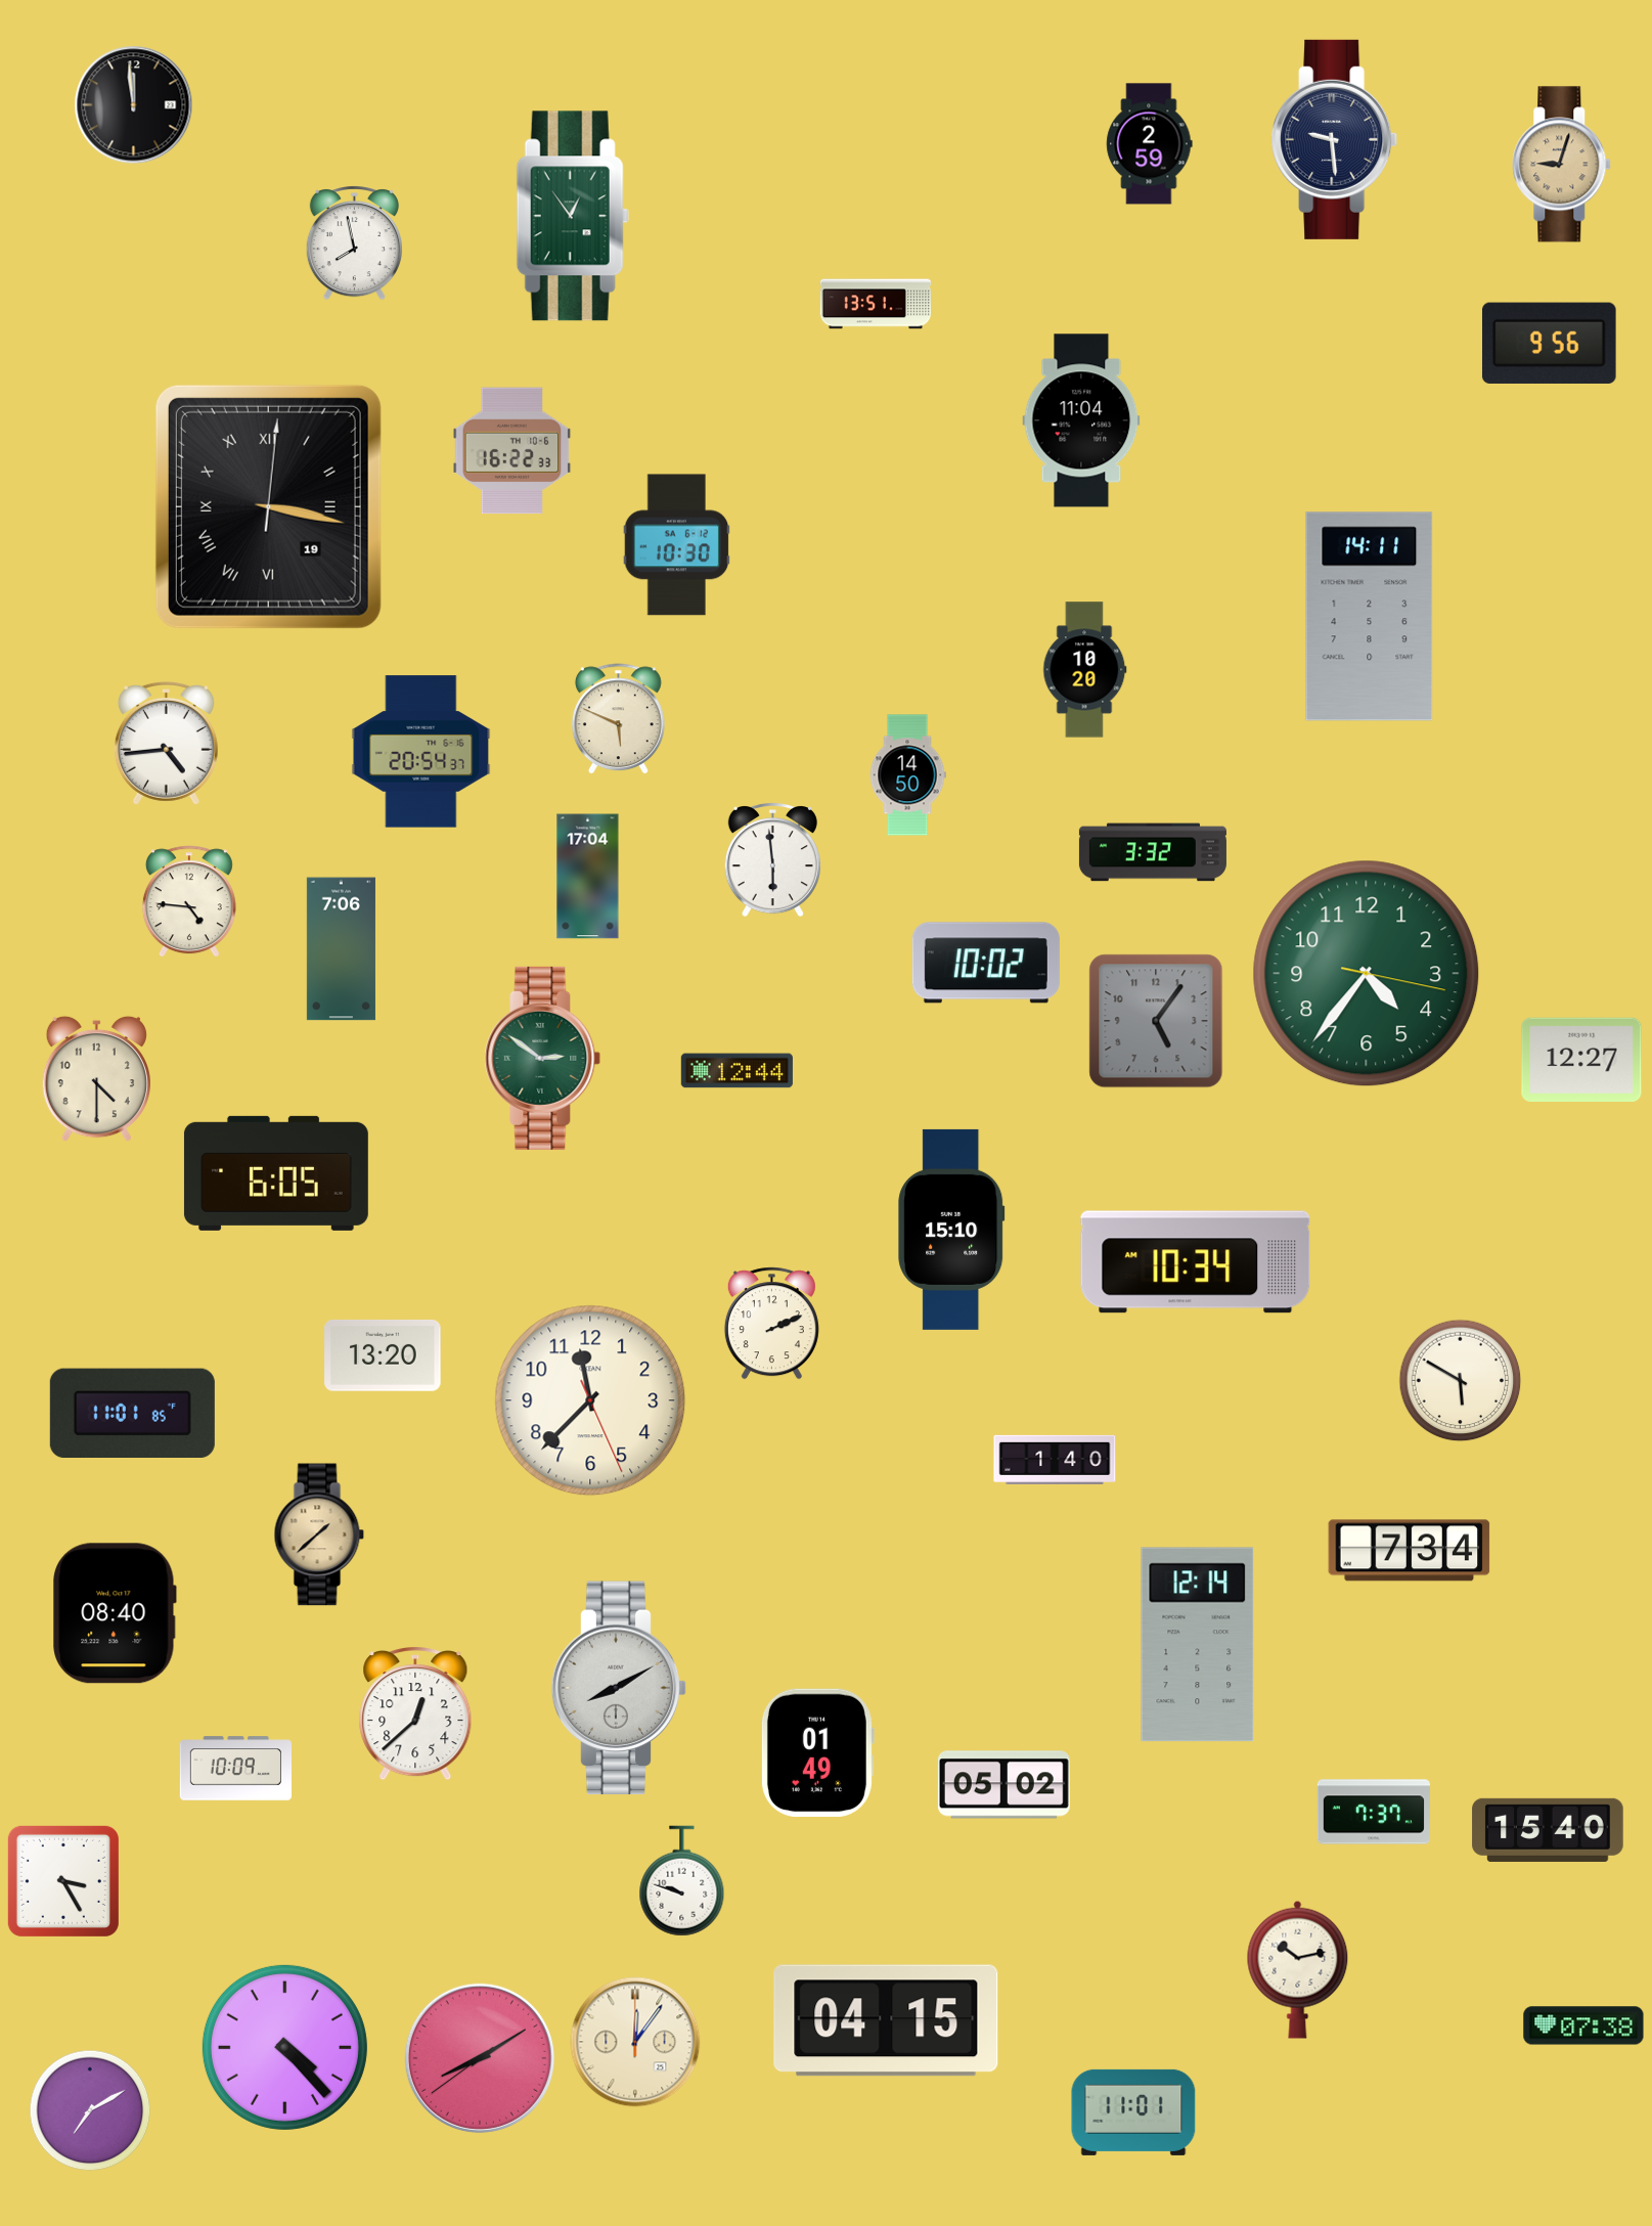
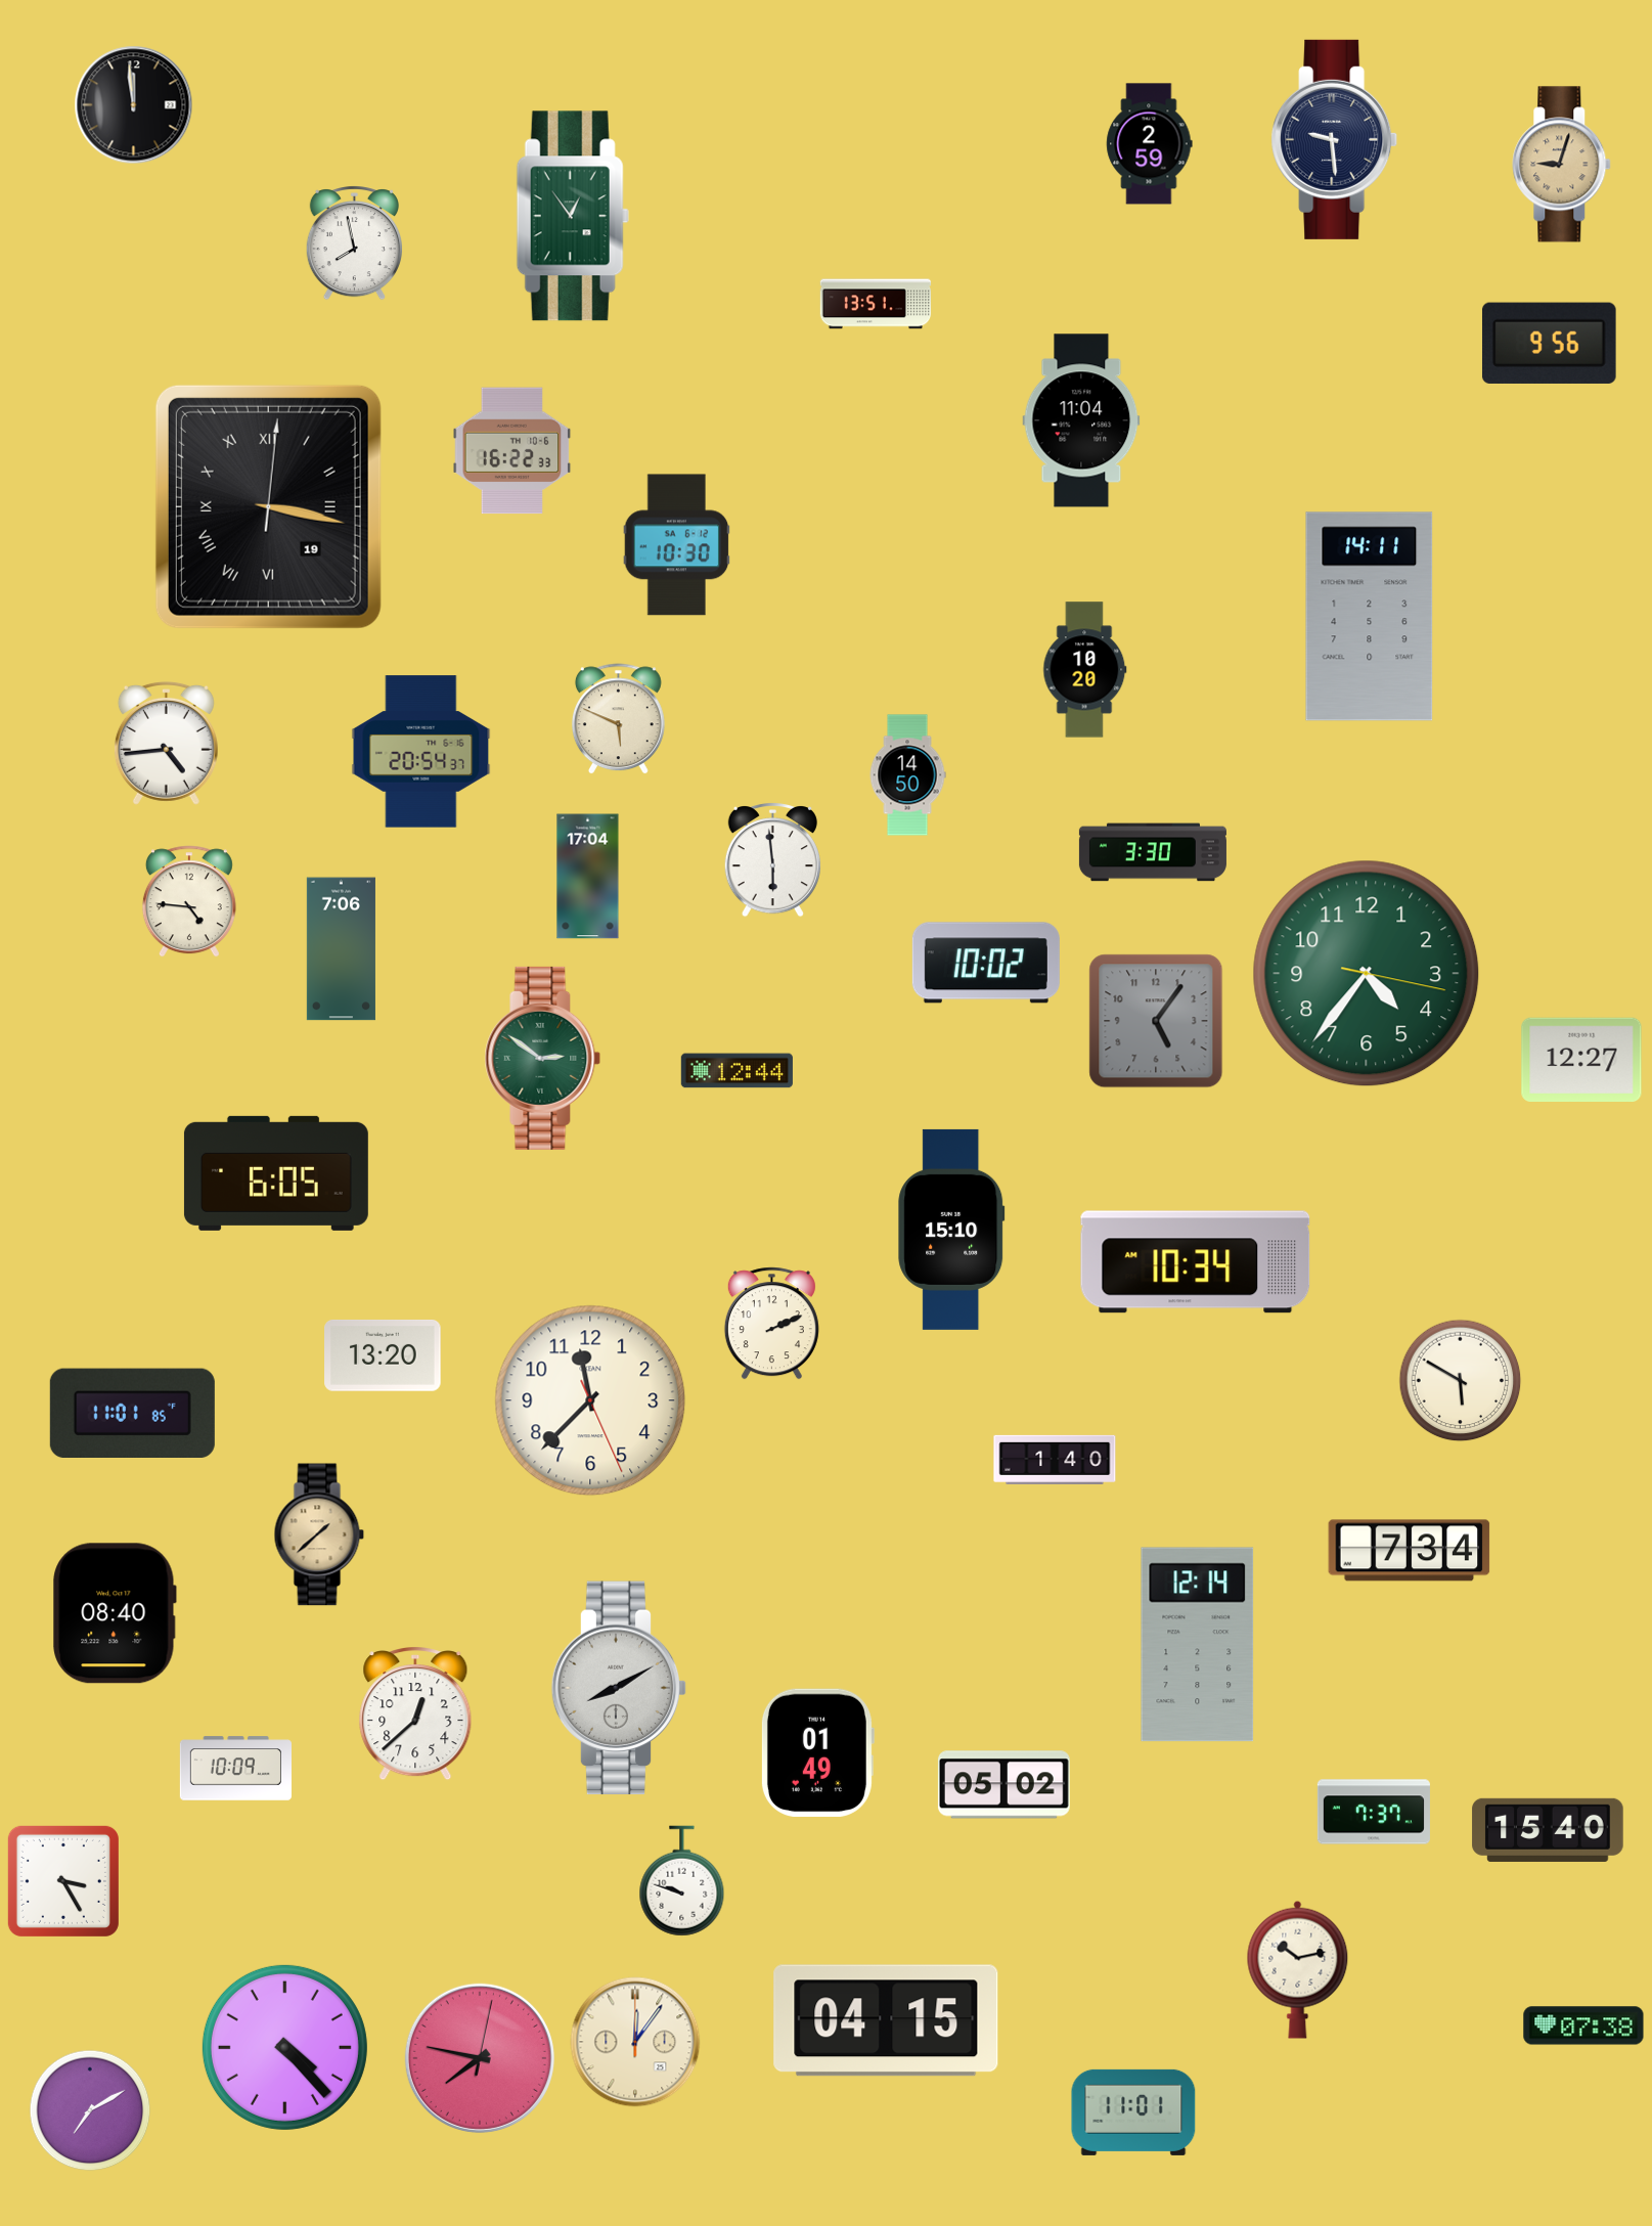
clock at (1153, 852): 3:32 -> 3:30
clock at (96, 1079): 4:30 -> none
clock at (480, 2058): 8:09 -> 7:47
